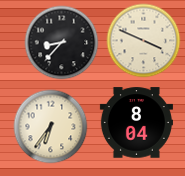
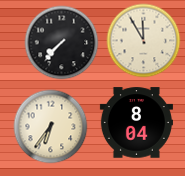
clock at (144, 41): 3:49 -> 11:55
clock at (62, 43): 8:37 -> 7:37
